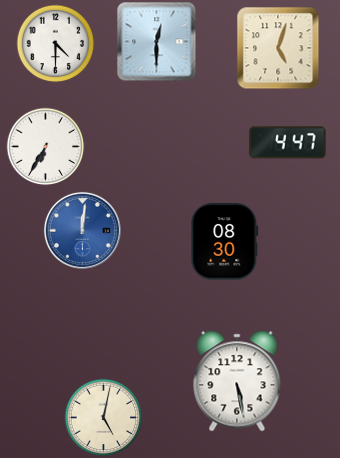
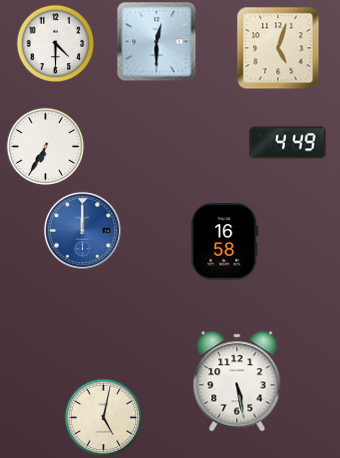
clock at (288, 143): 4:47 -> 4:49
clock at (82, 230): 12:01 -> 12:00
clock at (225, 242): 08:30 -> 16:58
